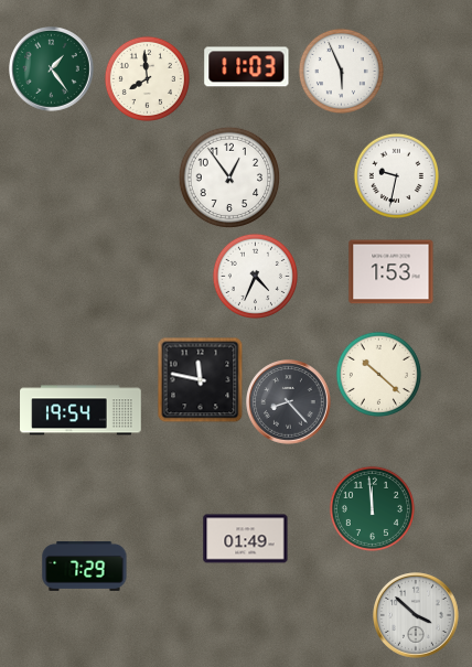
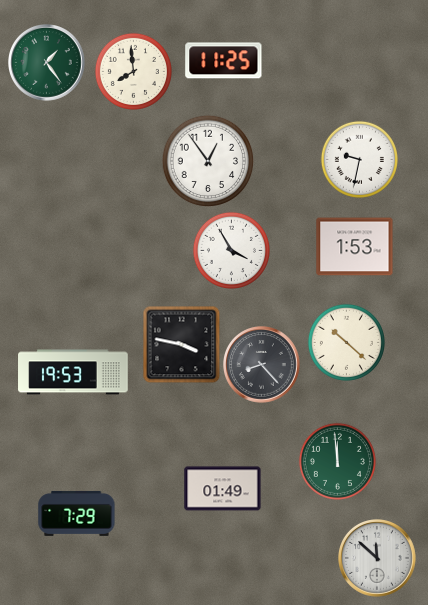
clock at (247, 67): 11:03 -> 11:25
clock at (341, 71): 5:56 -> none
clock at (255, 276): 4:34 -> 3:55
clock at (378, 374) position: (378, 374) -> (346, 342)
clock at (200, 379): 11:47 -> 3:47
clock at (81, 410): 19:54 -> 19:53
clock at (417, 616): 3:52 -> 11:52
